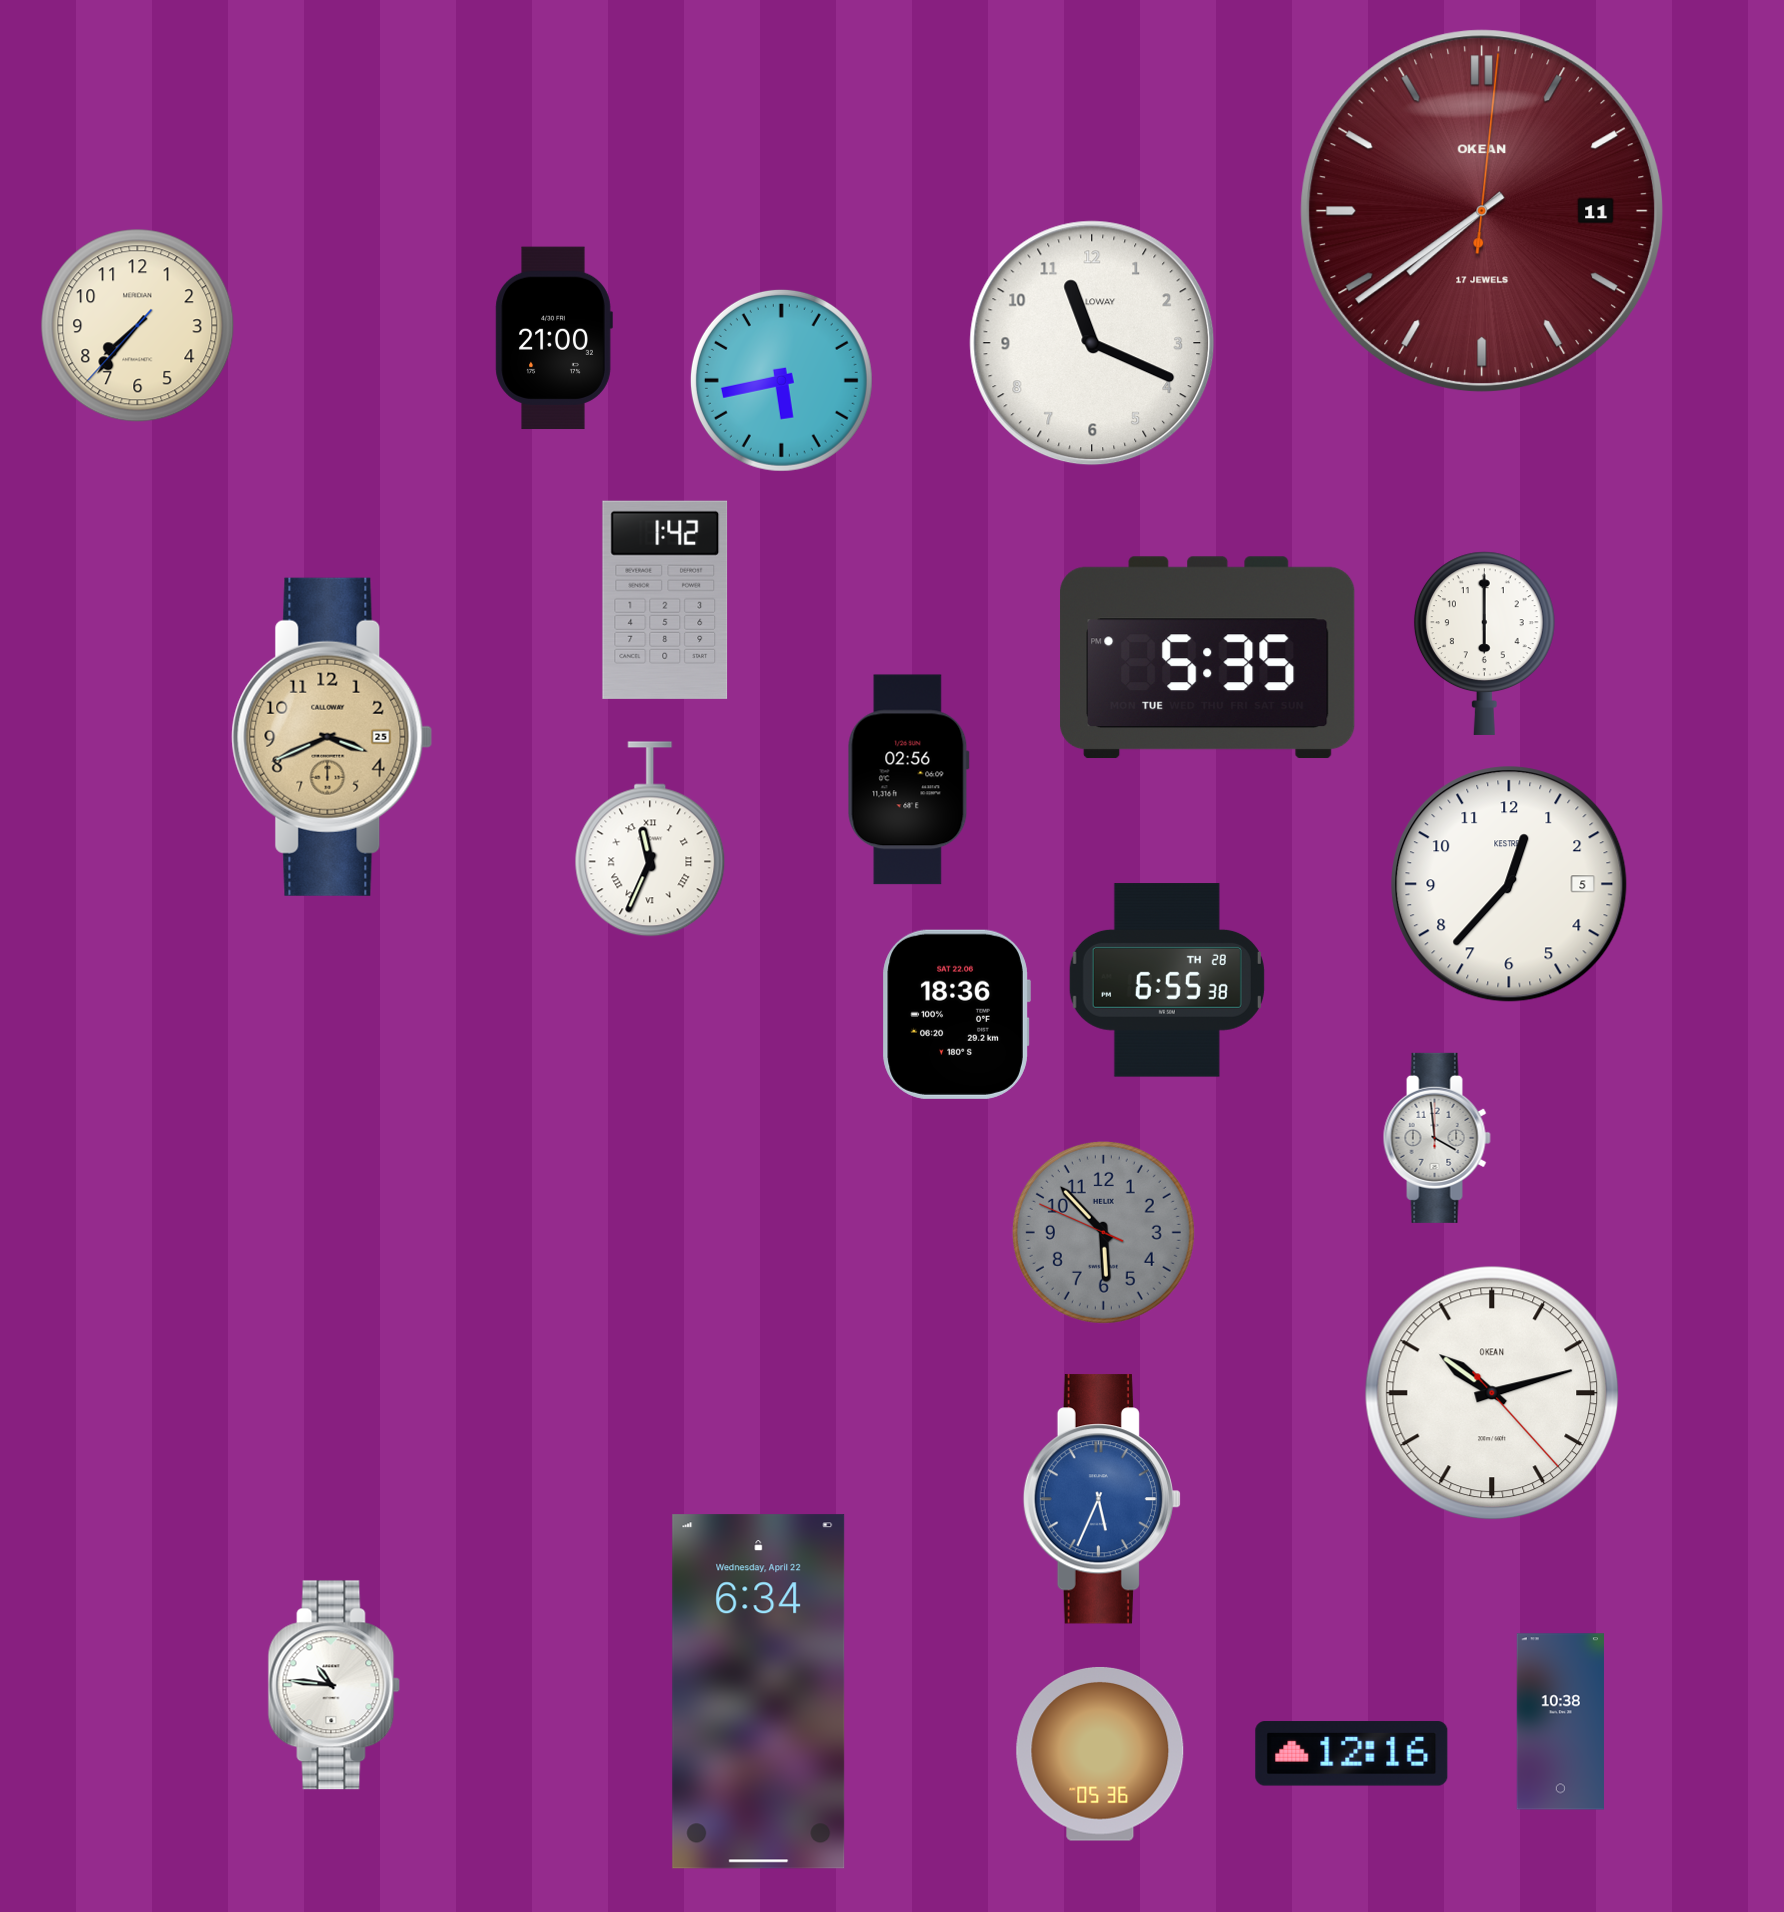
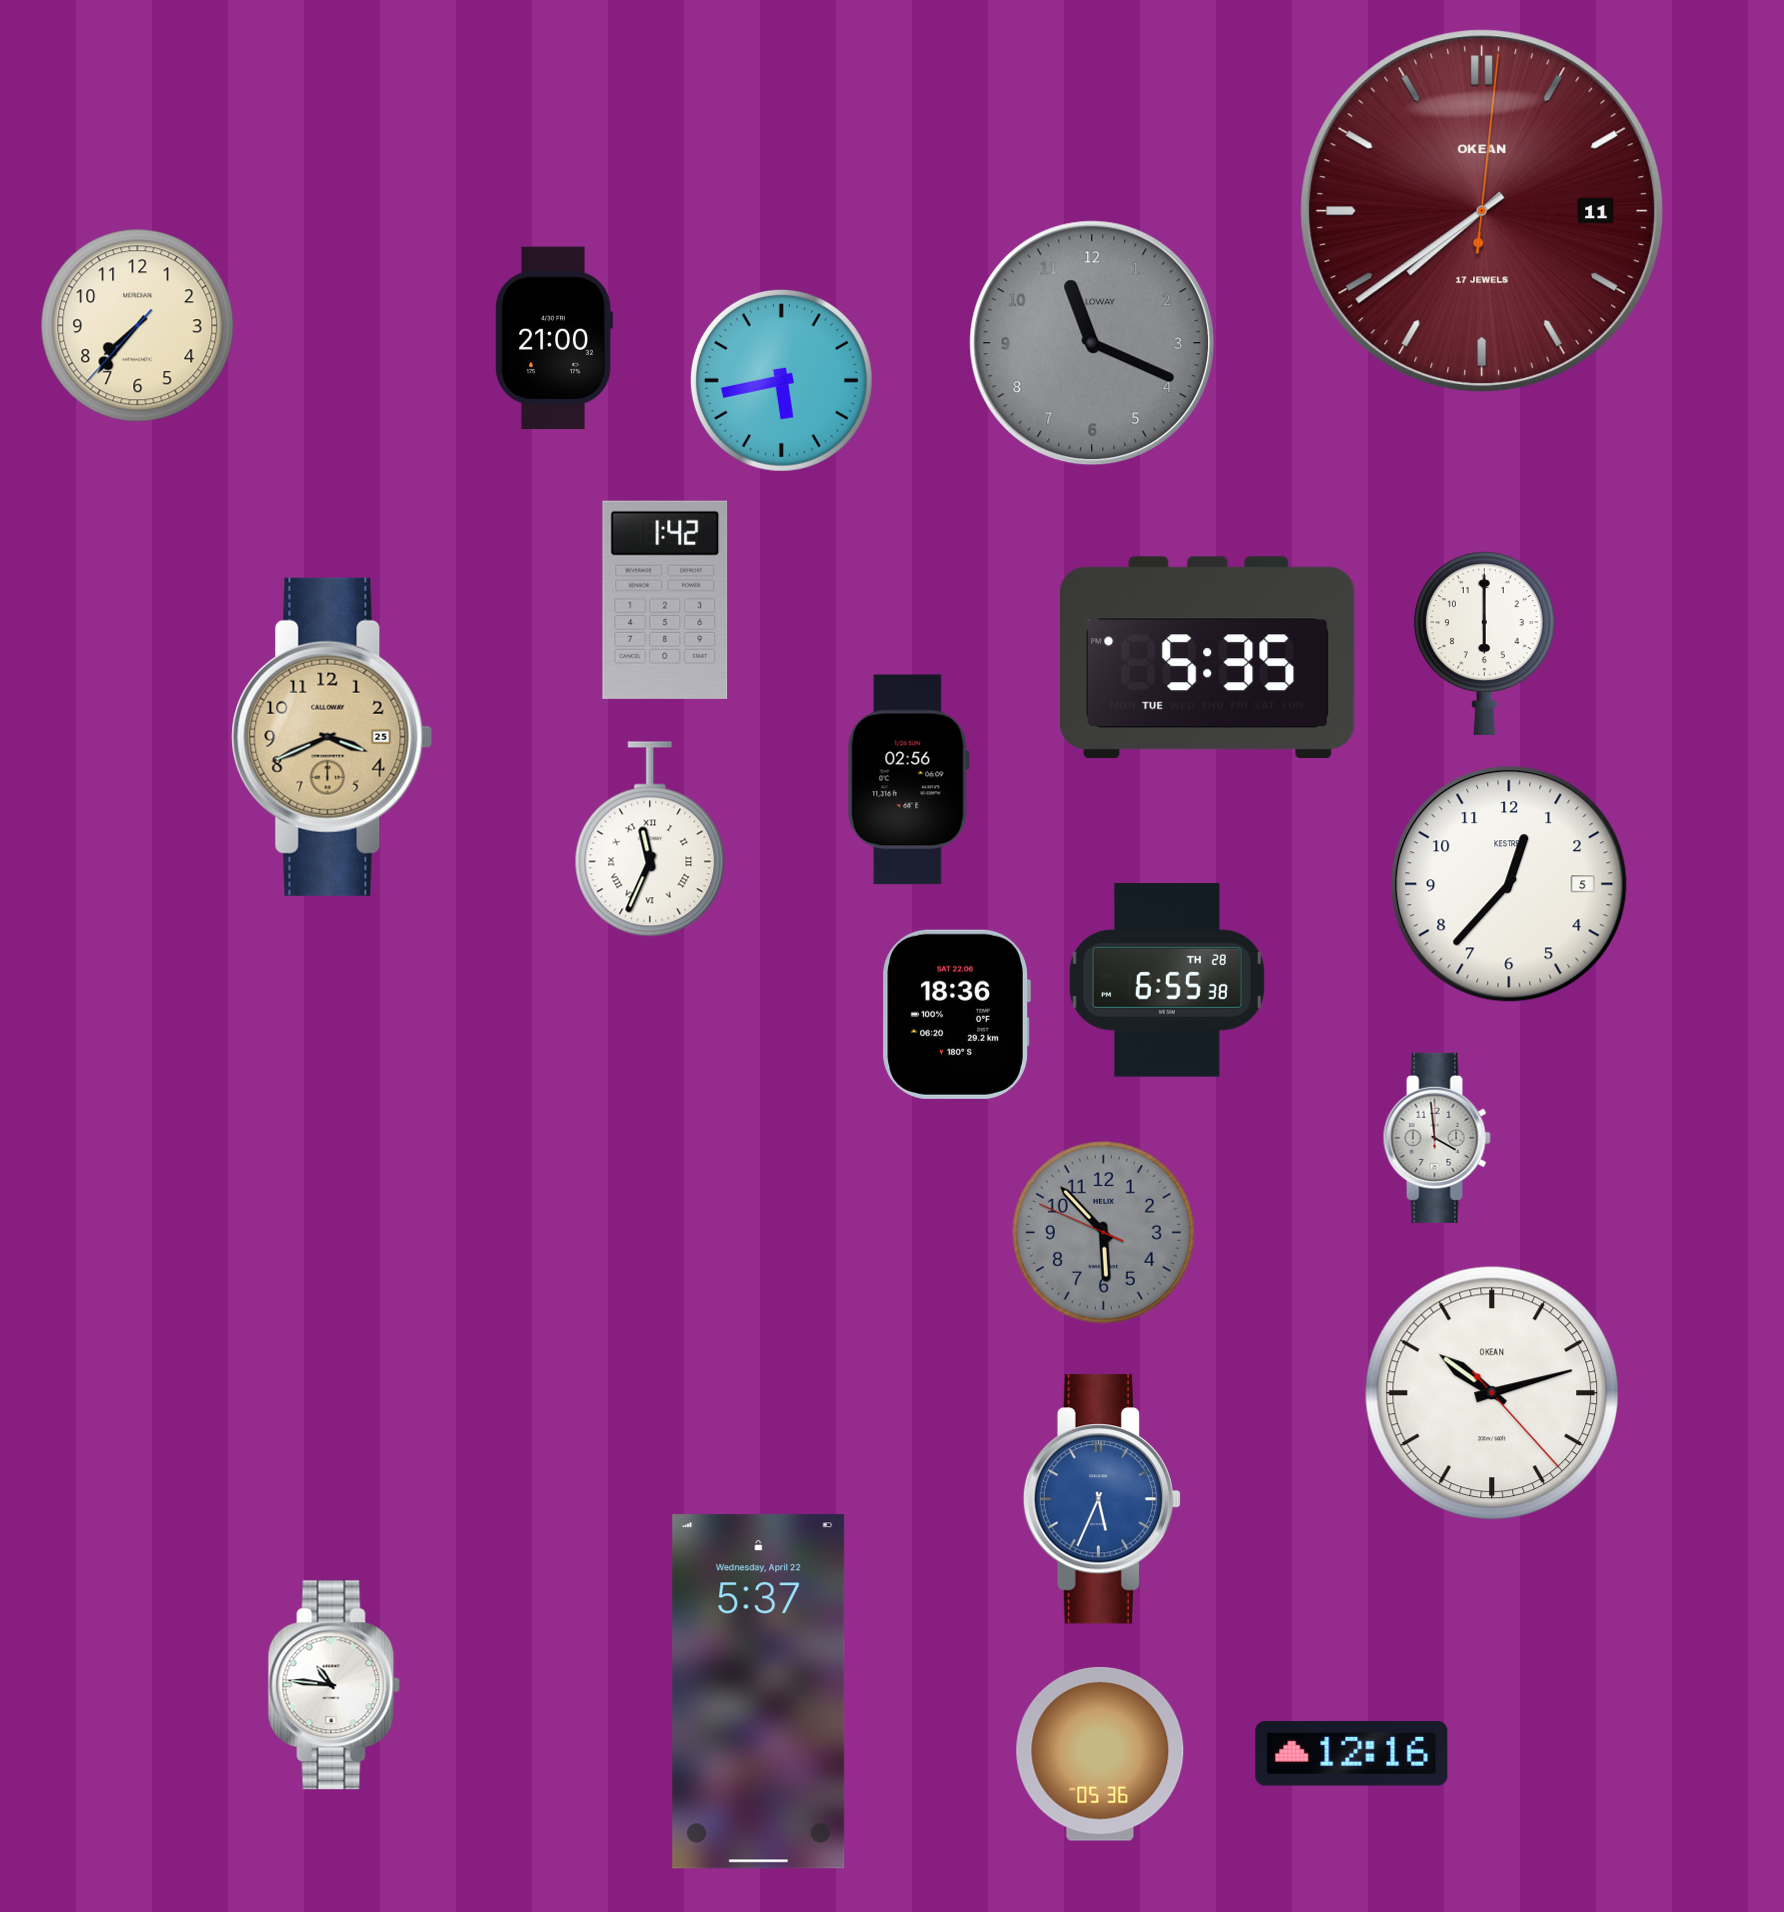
clock at (1092, 343) dial: white -> grey
clock at (759, 1692): 6:34 -> 5:37
clock at (1560, 1722): 10:38 -> none
